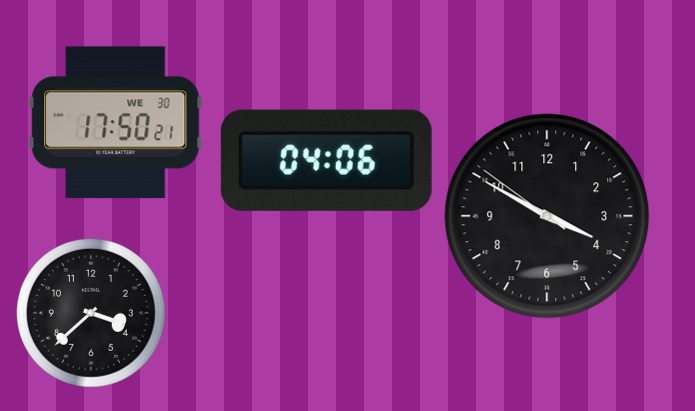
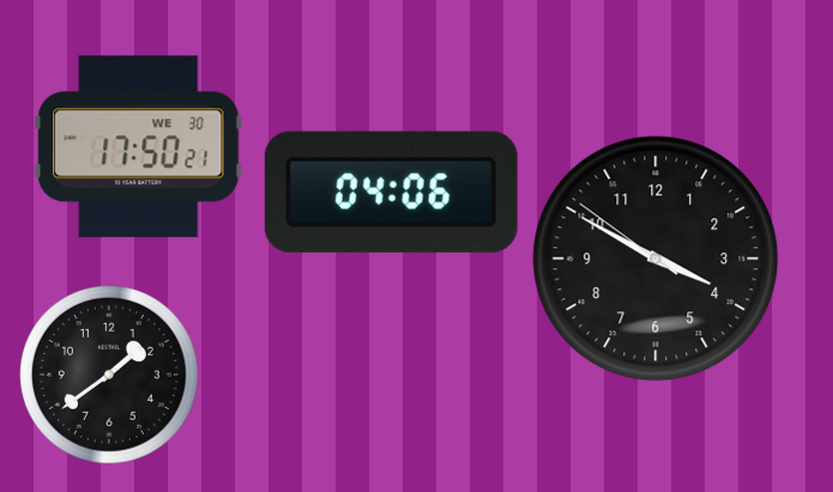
clock at (91, 313): 3:38 -> 1:39
